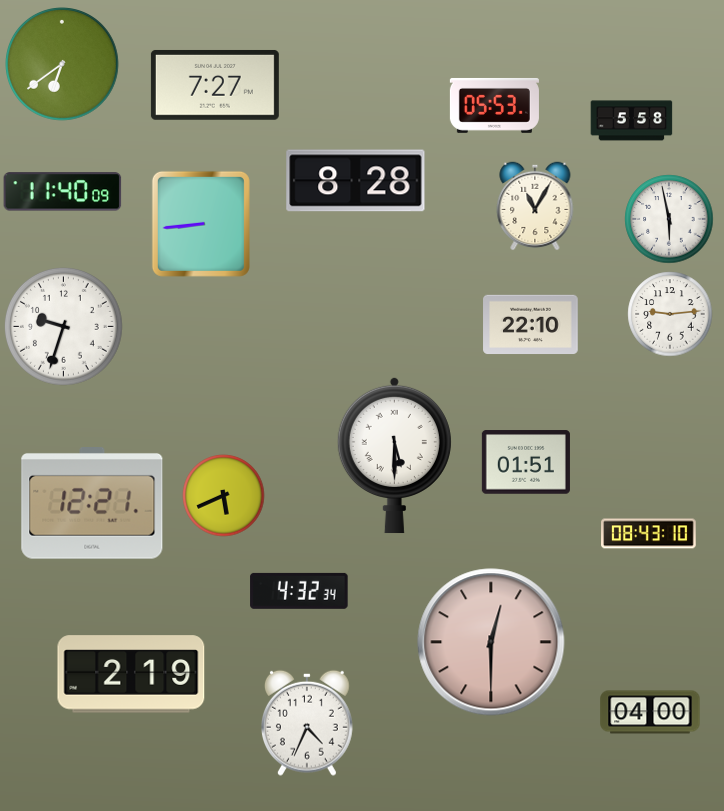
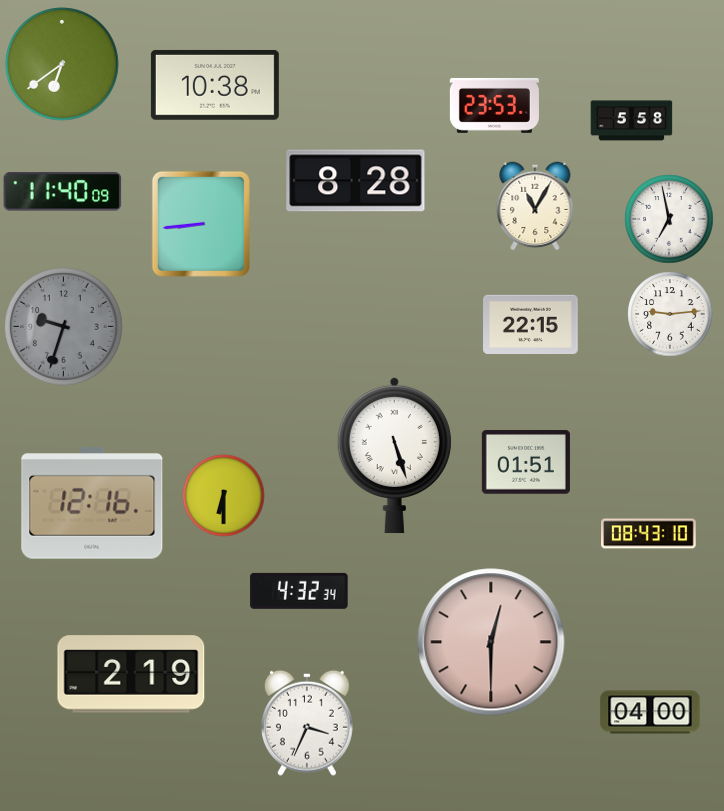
clock at (215, 85): 7:27 -> 10:38
clock at (494, 105): 05:53 -> 23:53
clock at (669, 219): 5:58 -> 6:58
clock at (531, 325): 22:10 -> 22:15
clock at (63, 326) dial: white -> grey
clock at (394, 455): 5:30 -> 5:27
clock at (224, 496): 5:41 -> 6:30
clock at (92, 504): 12:21 -> 12:16
clock at (307, 723): 4:34 -> 3:34
